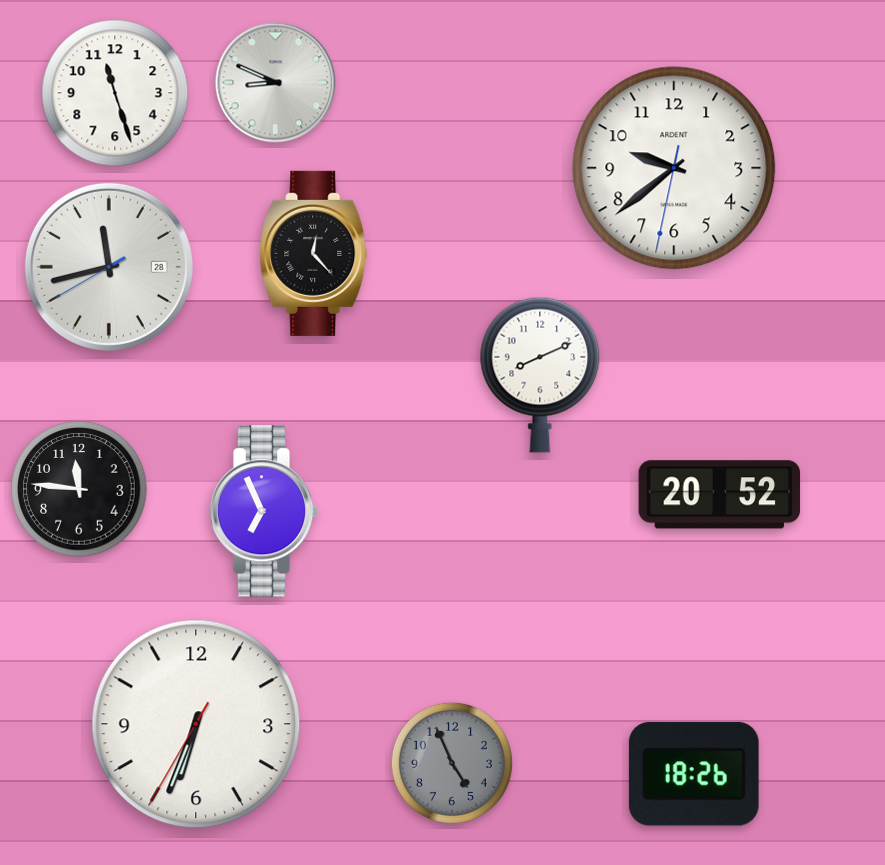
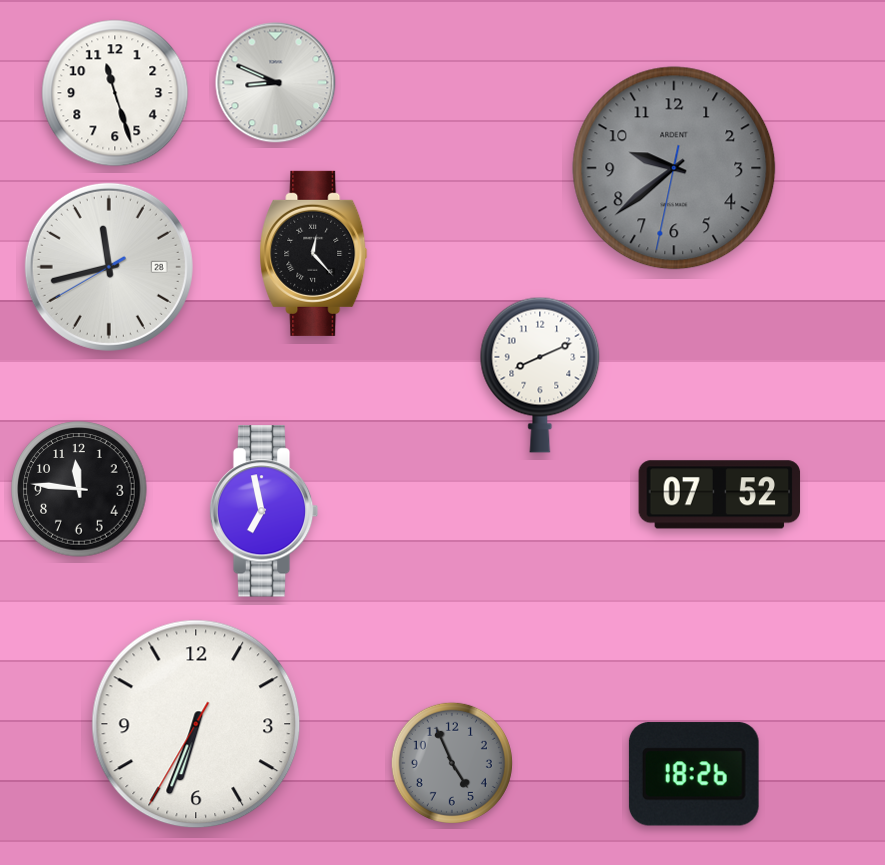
clock at (674, 168) dial: white -> grey
clock at (720, 495): 20:52 -> 07:52
clock at (264, 511): 6:56 -> 6:58
